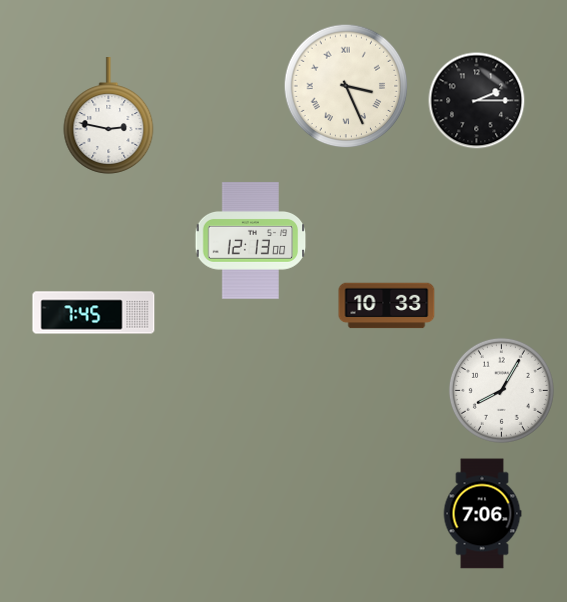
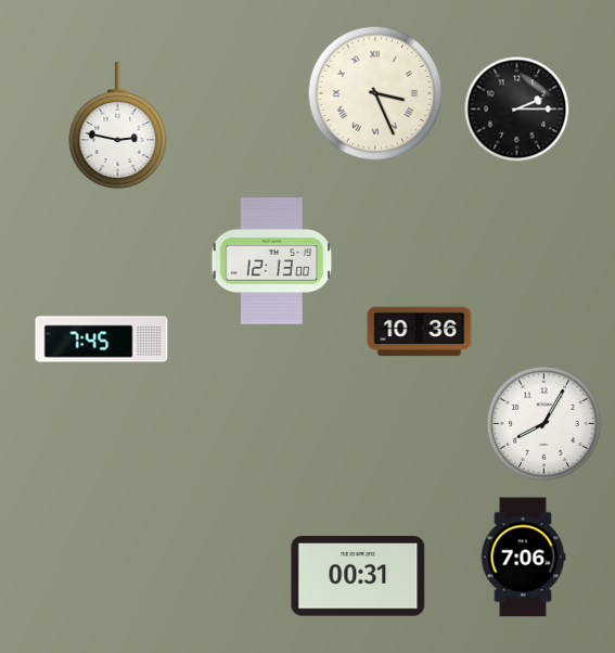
clock at (387, 306): 10:33 -> 10:36
clock at (358, 576): none -> 00:31
